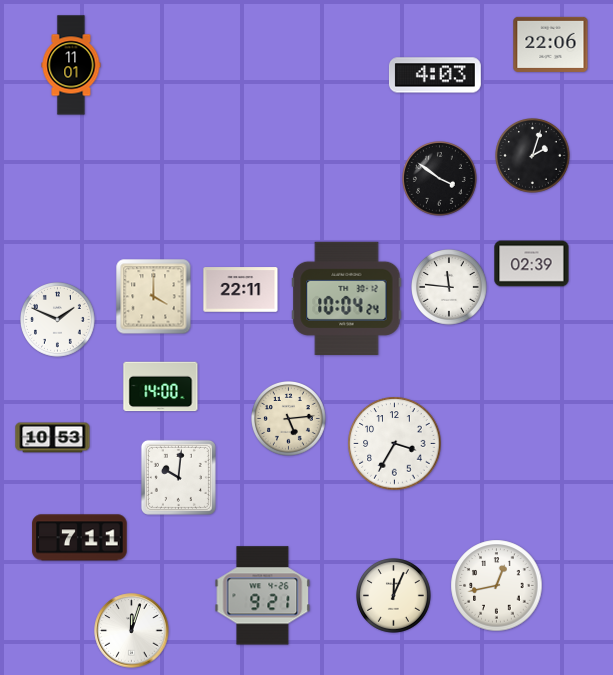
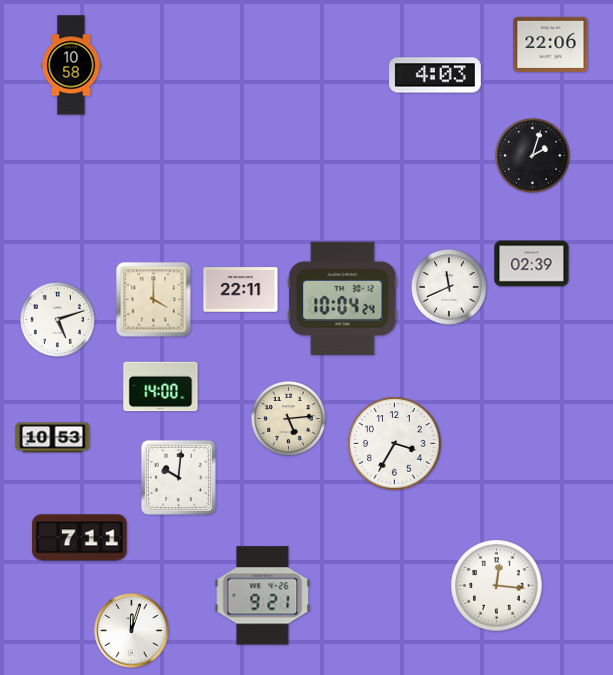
clock at (71, 65): 11:01 -> 10:58
clock at (440, 179): 3:51 -> none
clock at (450, 288): 11:46 -> 11:41
clock at (154, 297) position: (154, 297) -> (154, 300)
clock at (347, 298) position: (347, 298) -> (343, 298)
clock at (58, 320): 1:49 -> 5:12
clock at (497, 586): 12:43 -> 12:16
clock at (394, 596): 12:04 -> none
